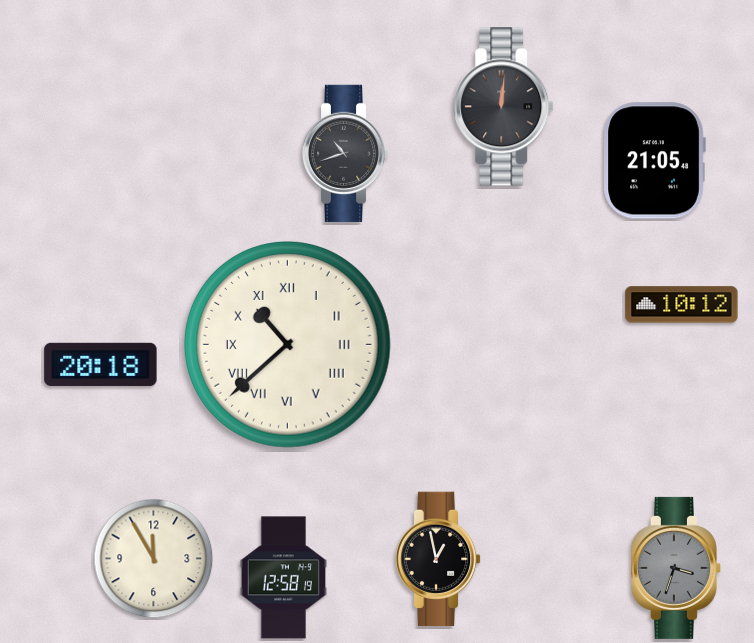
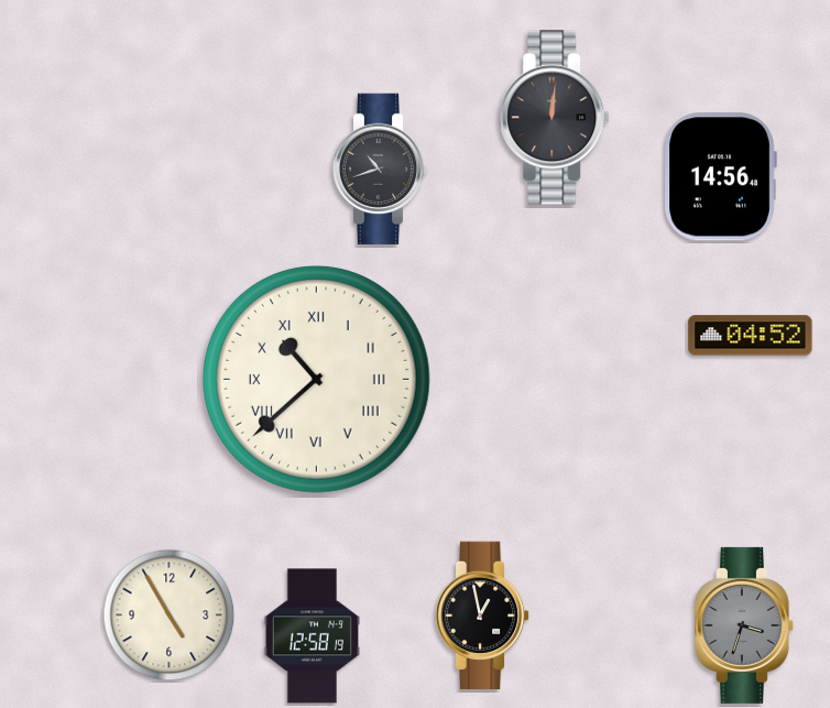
clock at (654, 161): 21:05 -> 14:56
clock at (682, 305): 10:12 -> 04:52
clock at (101, 364): 20:18 -> none
clock at (154, 559): 11:55 -> 4:55
